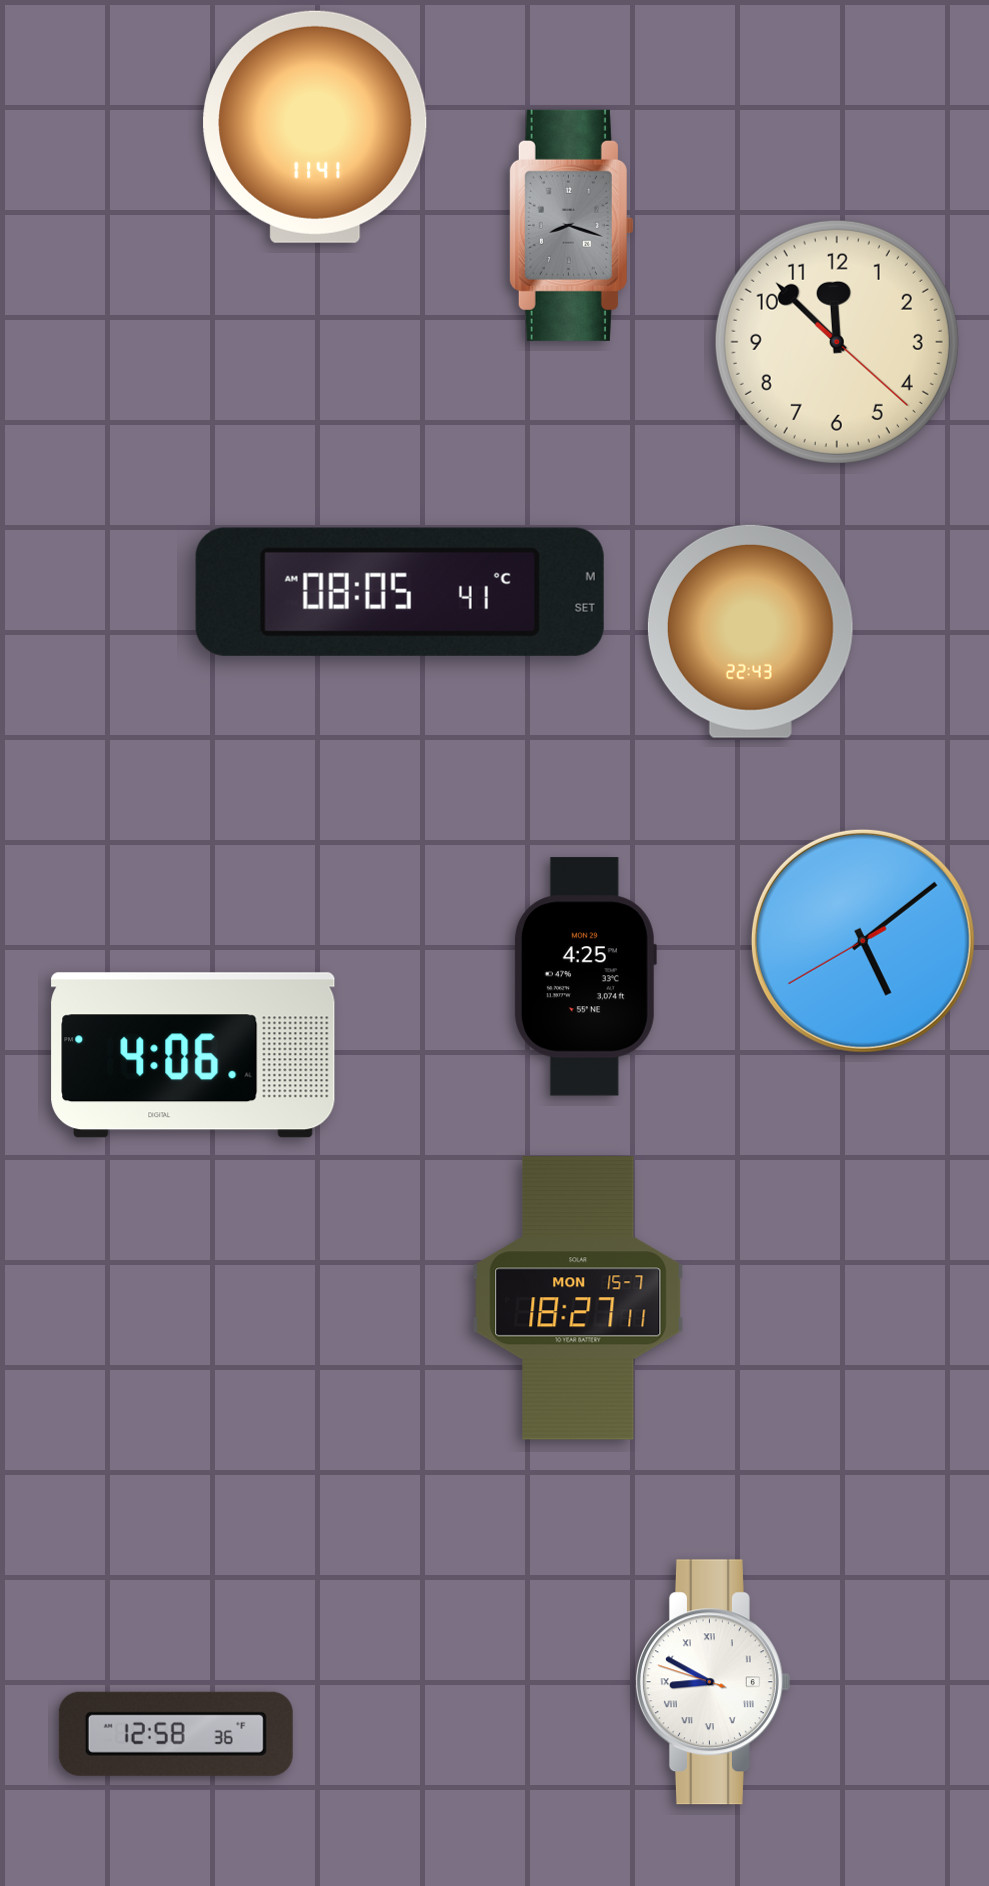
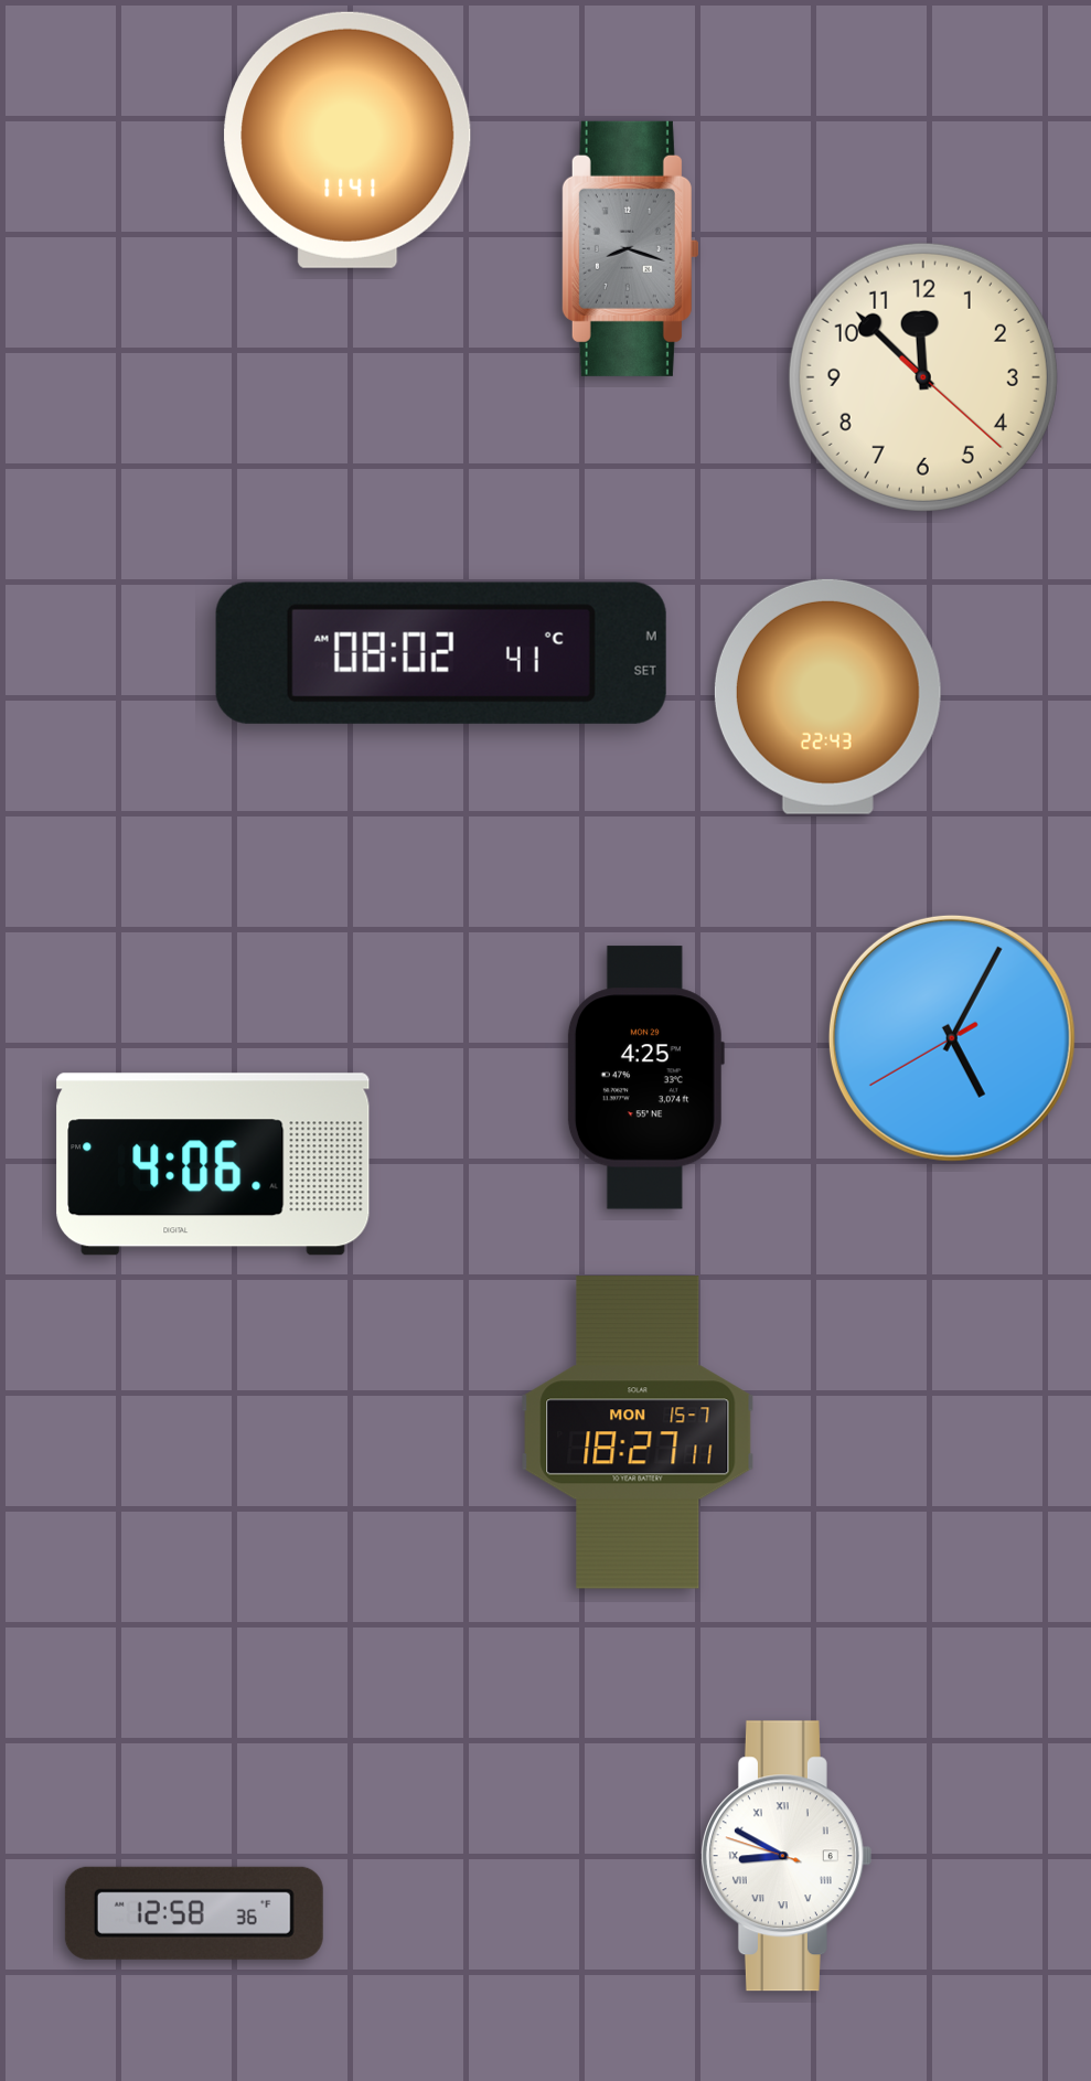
clock at (400, 592): 08:05 -> 08:02
clock at (863, 941): 5:08 -> 5:04
